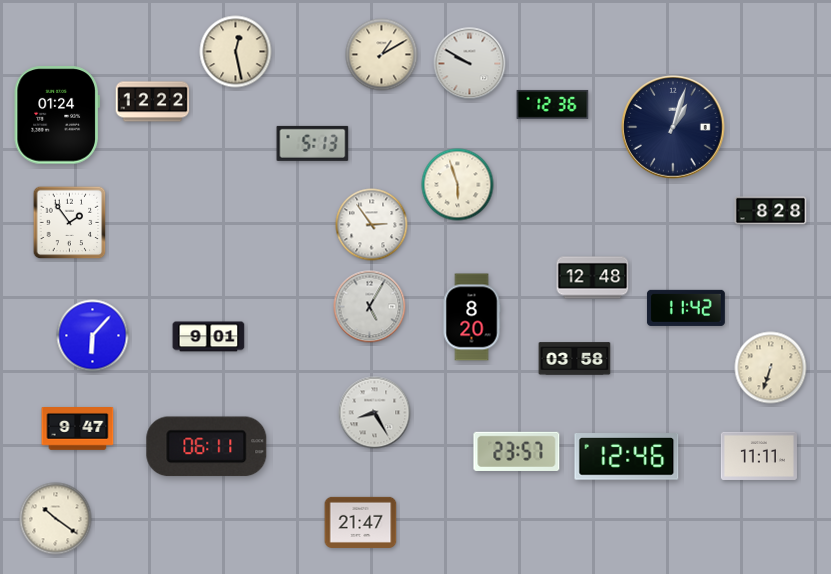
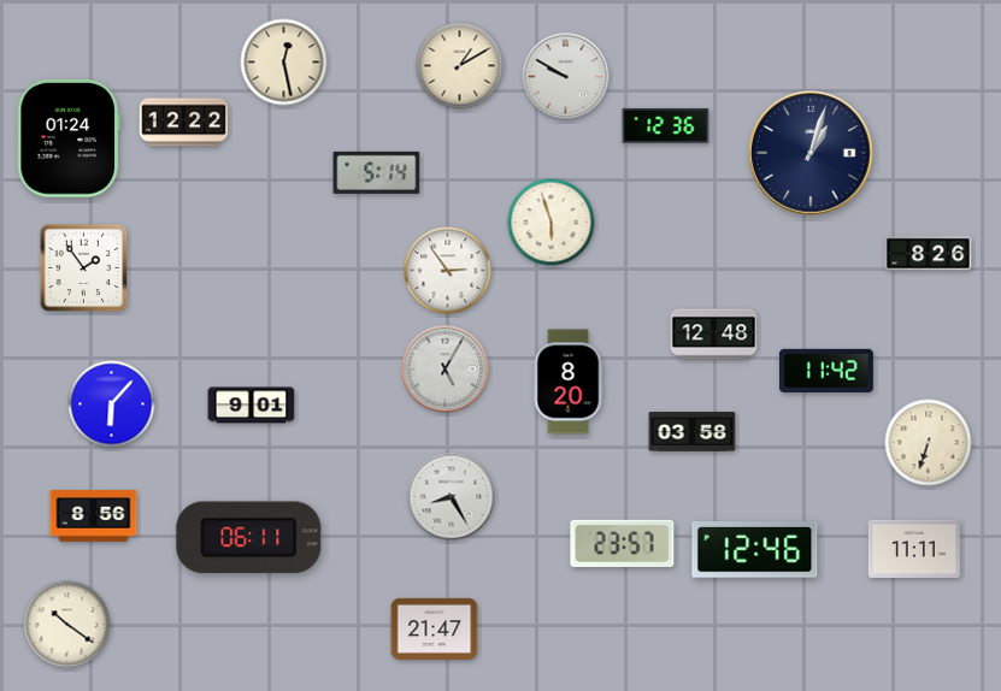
clock at (313, 143): 5:13 -> 5:14
clock at (771, 211): 8:28 -> 8:26
clock at (78, 429): 9:47 -> 8:56
